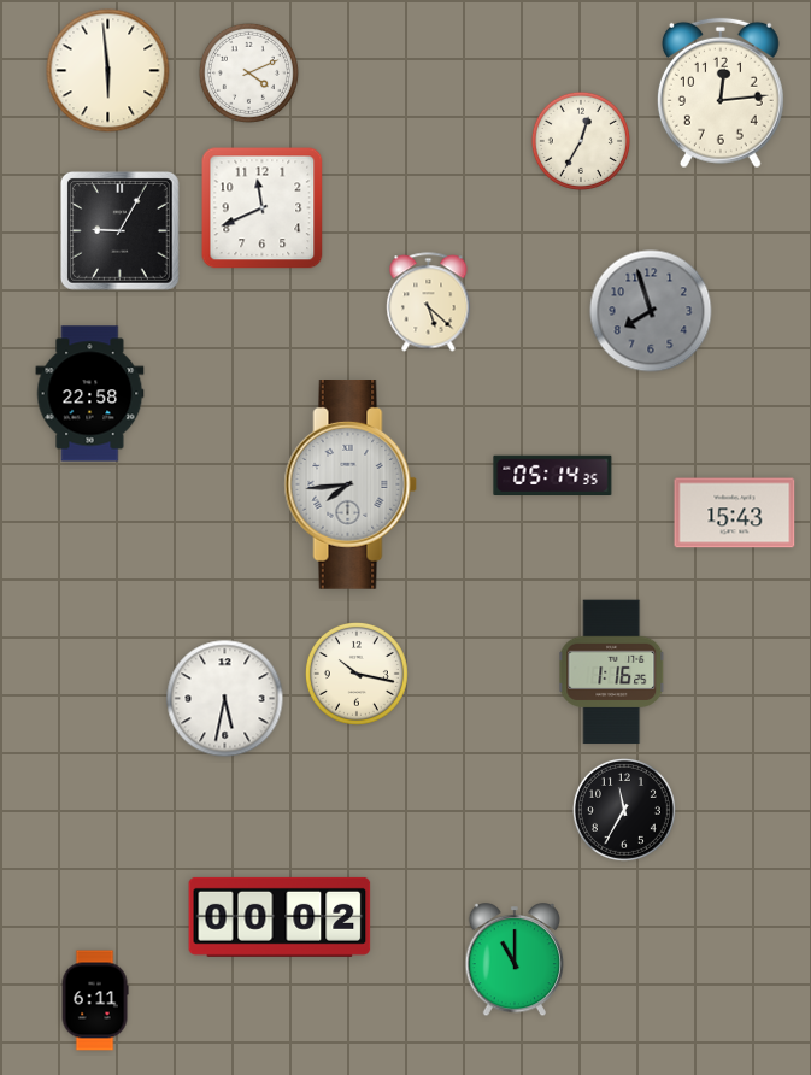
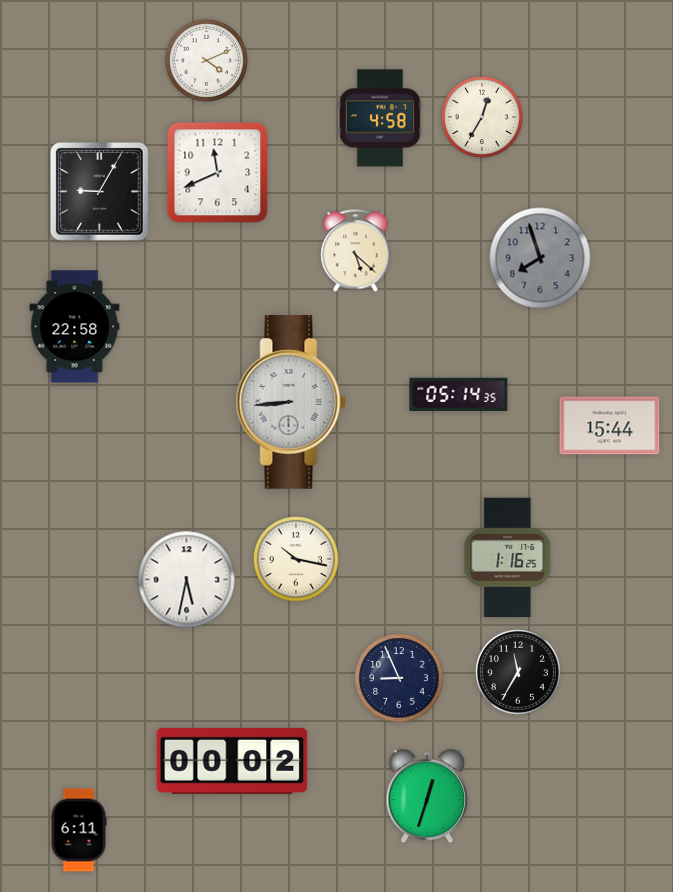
clock at (108, 71): 5:59 -> none
clock at (721, 93): 12:14 -> none
clock at (381, 118): none -> 4:58
clock at (351, 486): 7:44 -> 8:44
clock at (735, 513): 15:43 -> 15:44
clock at (399, 678): none -> 8:56
clock at (515, 961): 11:00 -> 12:33
